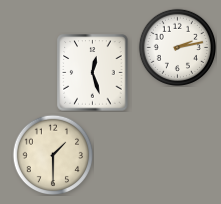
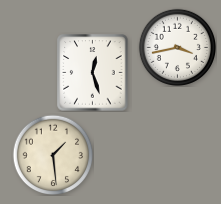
clock at (177, 47): 2:13 -> 3:43
clock at (53, 155): 1:30 -> 1:29
